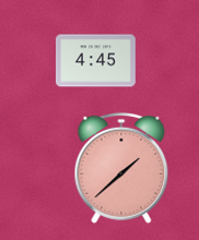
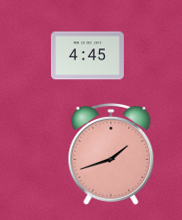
clock at (121, 168): 1:38 -> 1:42
